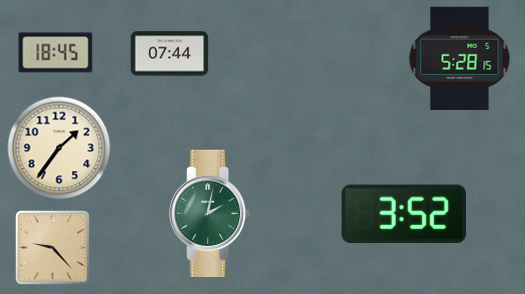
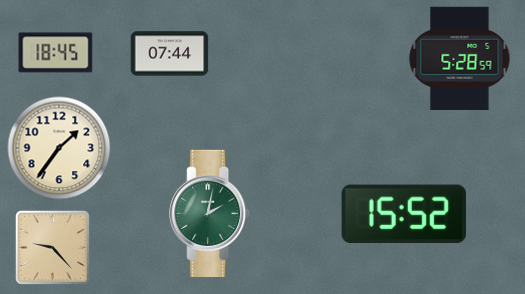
clock at (460, 58): 5:28:15 -> 5:28:59
clock at (403, 214): 3:52 -> 15:52
